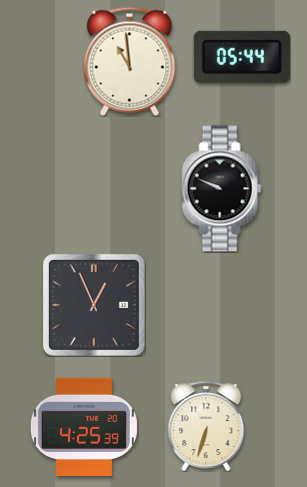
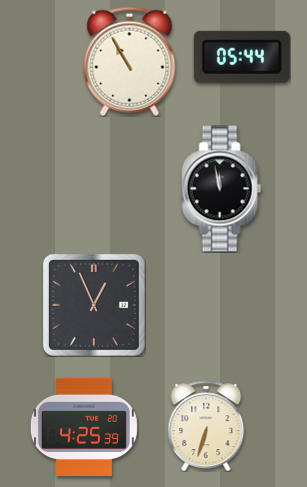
clock at (130, 61): 10:59 -> 10:55
clock at (222, 189): 9:49 -> 11:58
